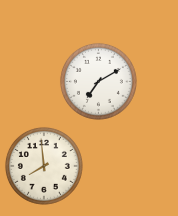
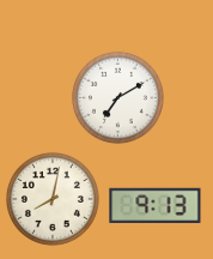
clock at (44, 166): 7:59 -> 8:02
clock at (156, 205): none -> 9:13
